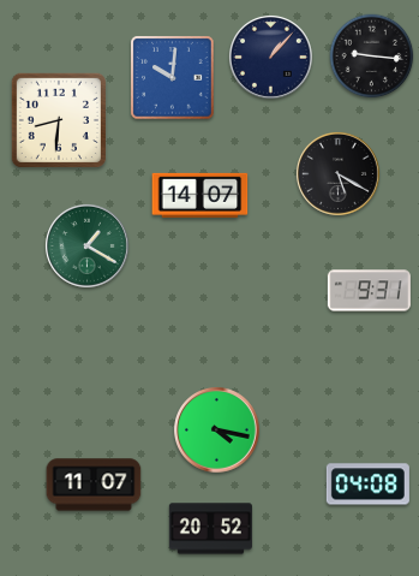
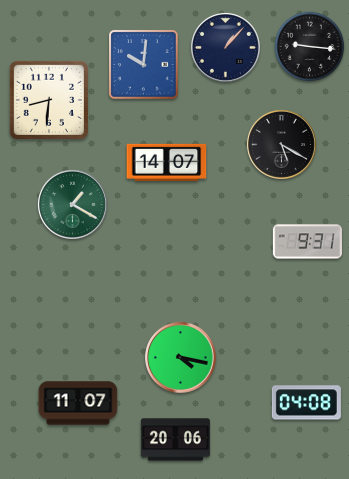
clock at (210, 529): 20:52 -> 20:06
